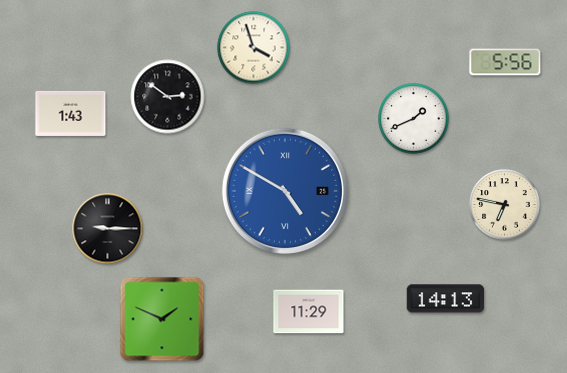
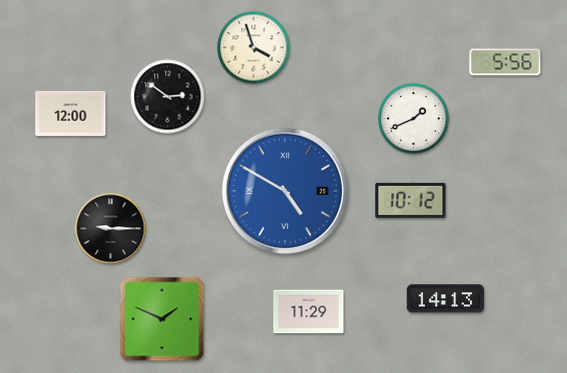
clock at (71, 113): 1:43 -> 12:00
clock at (411, 200): none -> 10:12
clock at (505, 205): 6:47 -> none
clock at (108, 229) position: (108, 229) -> (111, 229)
